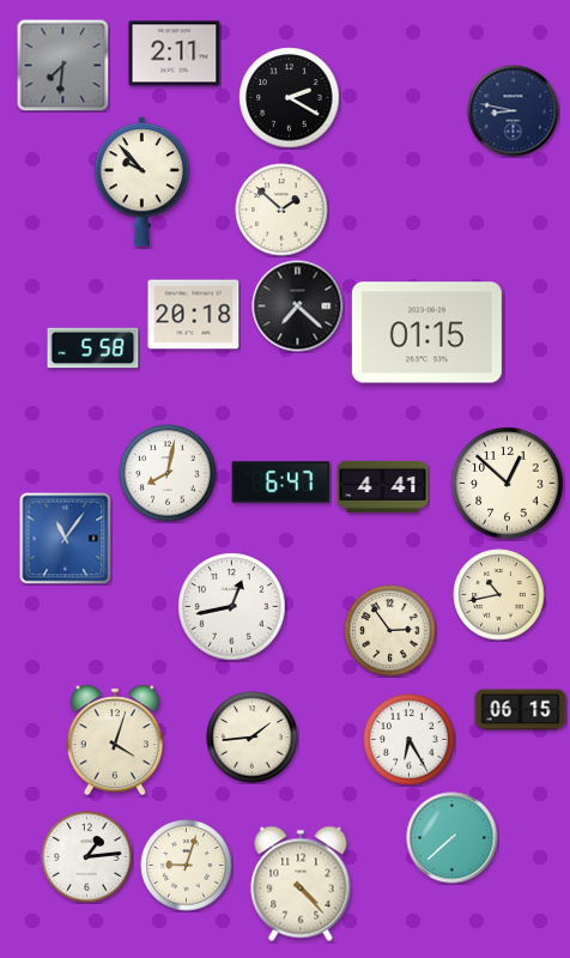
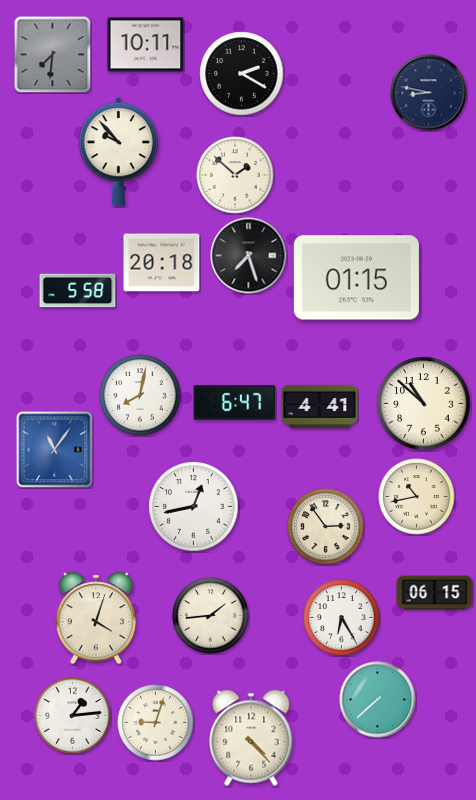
clock at (175, 54): 2:11 -> 10:11
clock at (290, 98) position: (290, 98) -> (242, 74)
clock at (298, 307): 7:22 -> 7:27
clock at (508, 484): 12:52 -> 10:52
